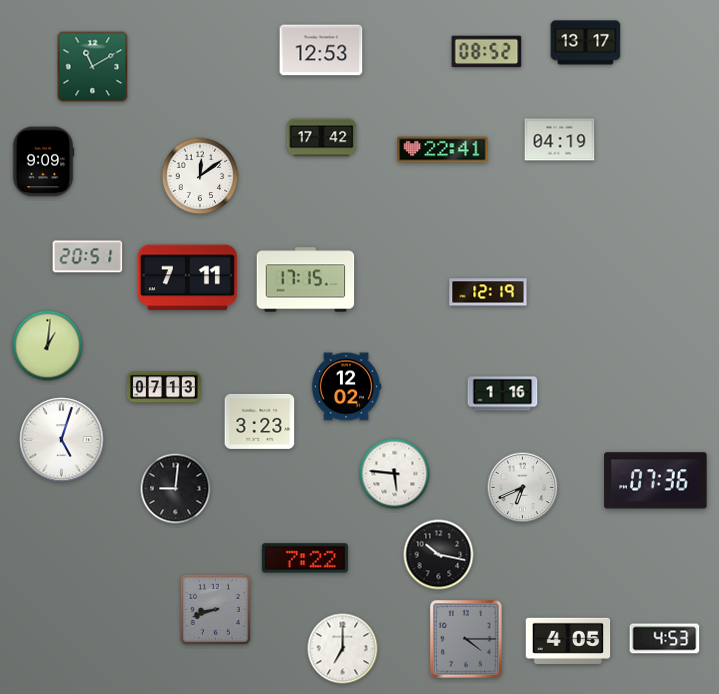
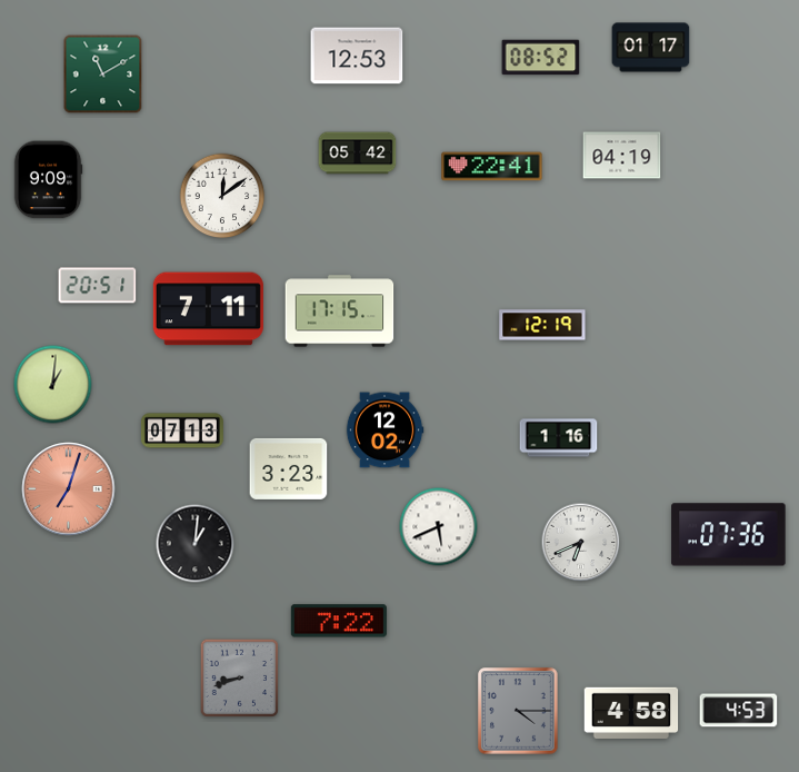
clock at (586, 43): 13:17 -> 01:17
clock at (322, 138): 17:42 -> 05:42
clock at (62, 440): 5:03 -> 7:03
clock at (62, 440) dial: white -> salmon
clock at (395, 474): 5:46 -> 5:41
clock at (176, 489): 9:01 -> 1:01
clock at (439, 555): 10:17 -> none
clock at (568, 641): 4:05 -> 4:58
clock at (343, 649): 7:00 -> none
